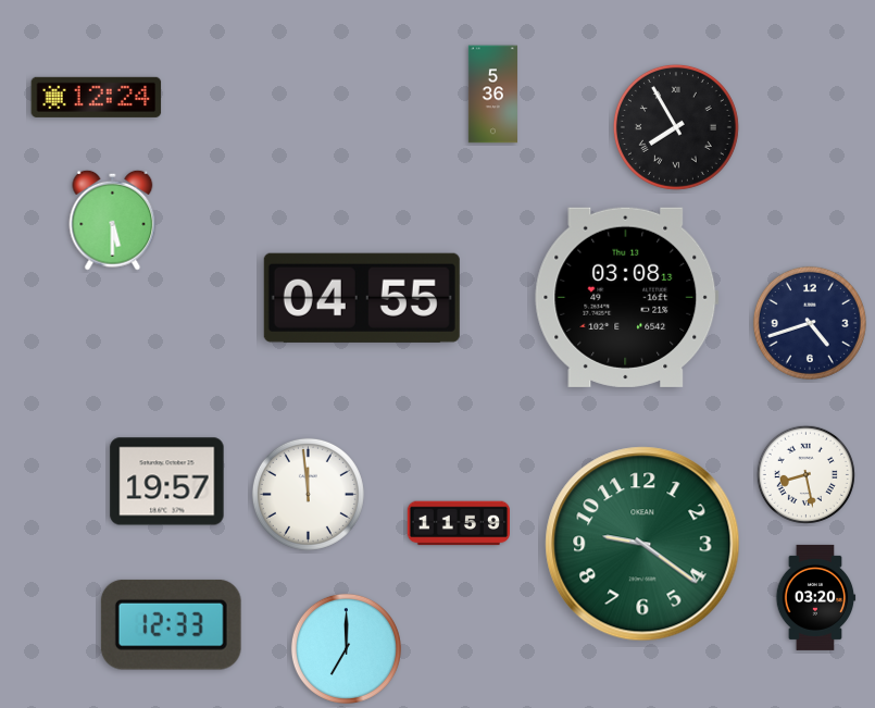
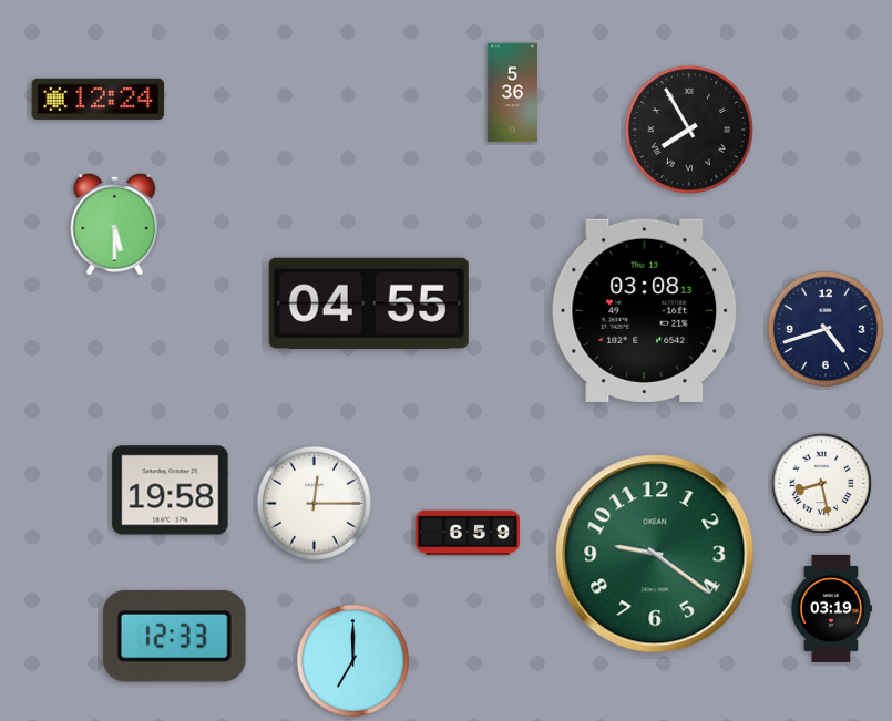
clock at (492, 95) position: (492, 95) -> (512, 93)
clock at (627, 297) position: (627, 297) -> (646, 310)
clock at (167, 482): 19:57 -> 19:58
clock at (308, 494): 11:59 -> 12:15
clock at (458, 523): 11:59 -> 6:59
clock at (815, 597): 03:20 -> 03:19
